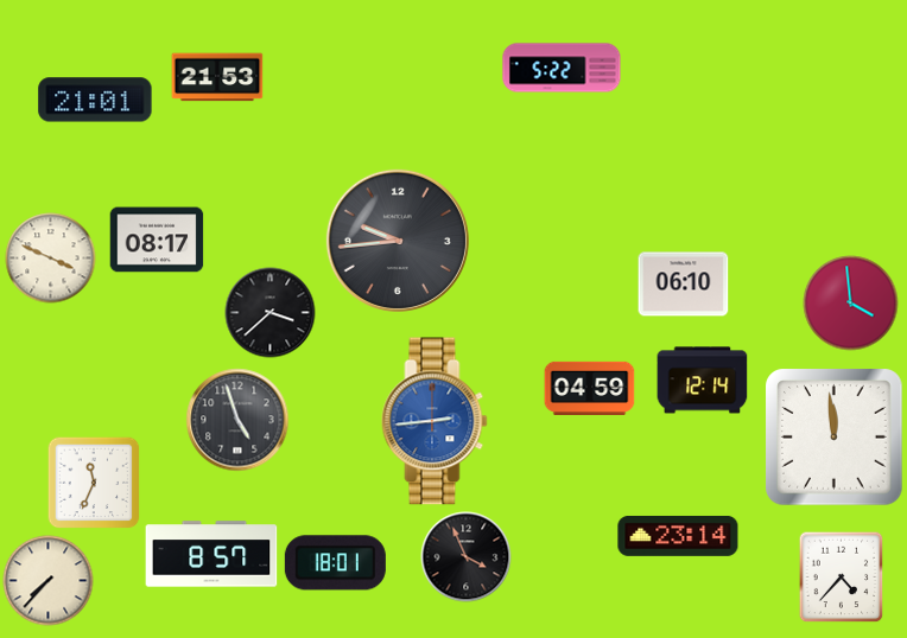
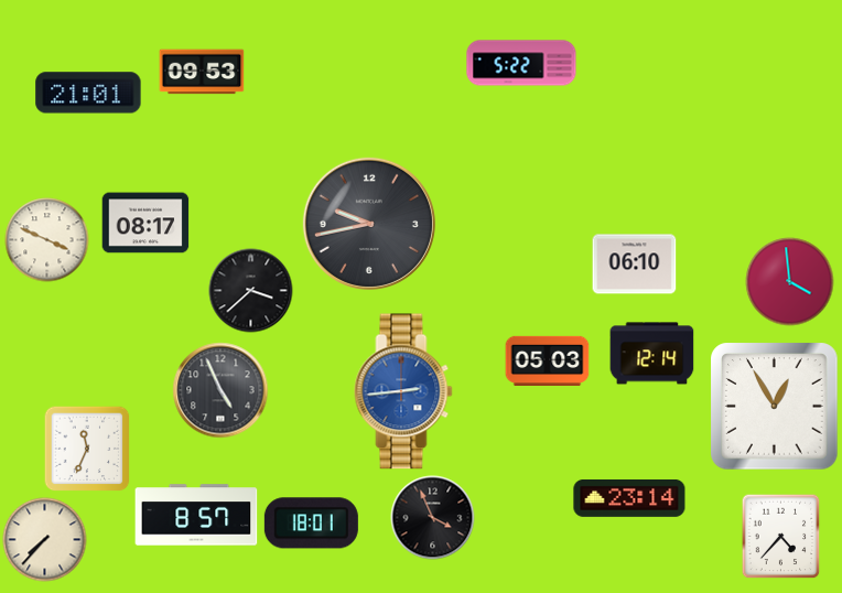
clock at (217, 77): 21:53 -> 09:53
clock at (398, 241): 9:44 -> 9:43
clock at (590, 388): 04:59 -> 05:03
clock at (237, 420): 4:57 -> 4:56
clock at (835, 438): 11:59 -> 12:55
